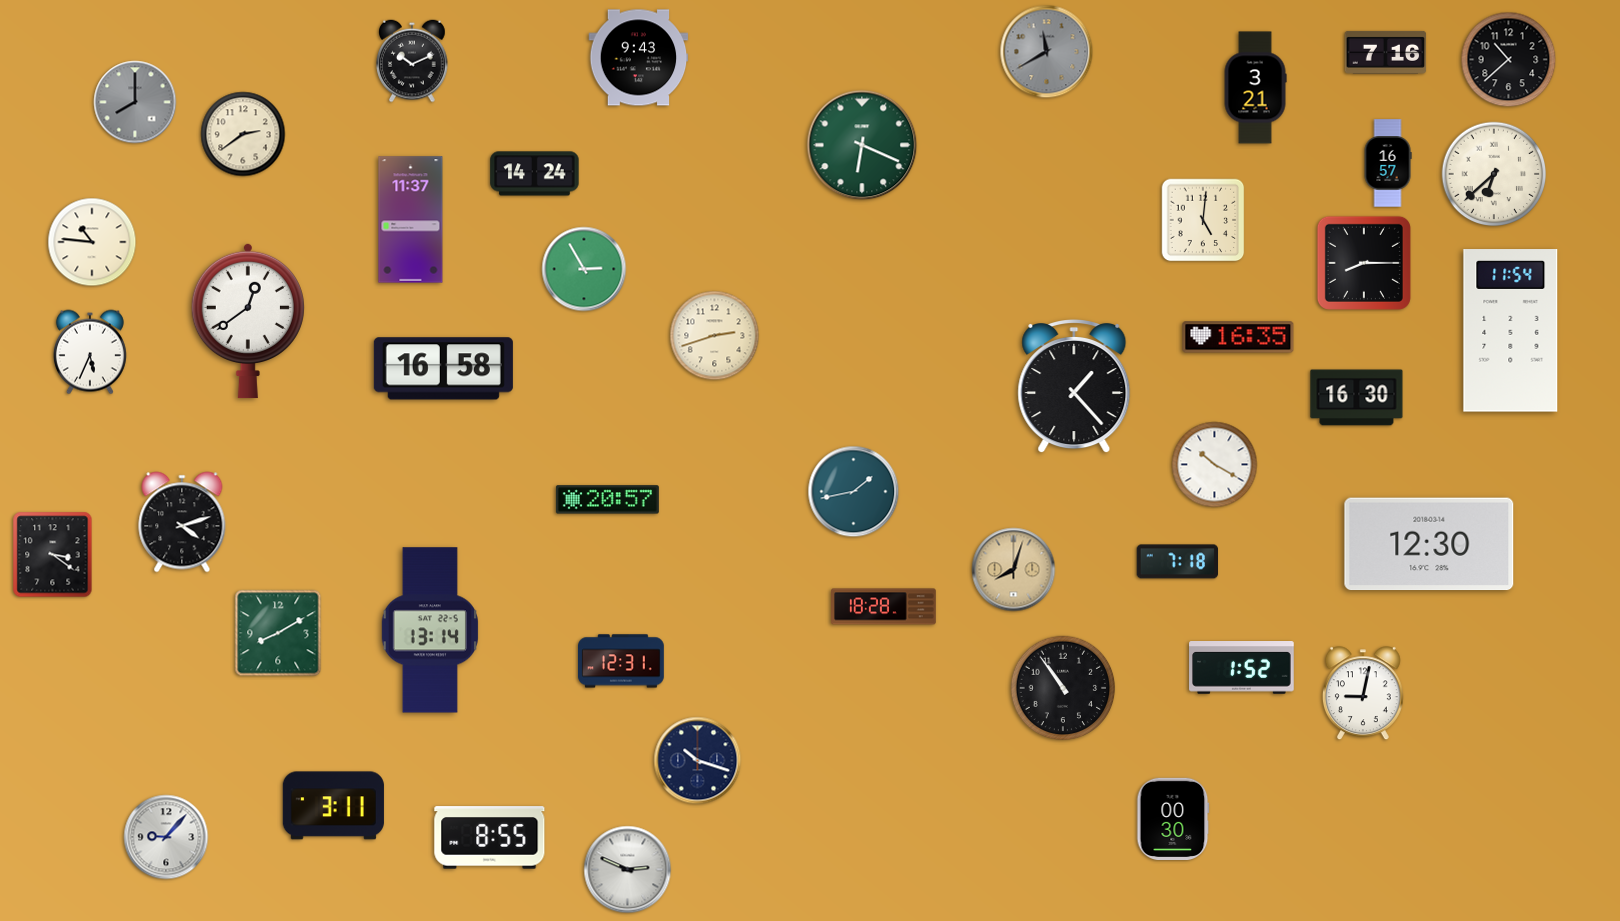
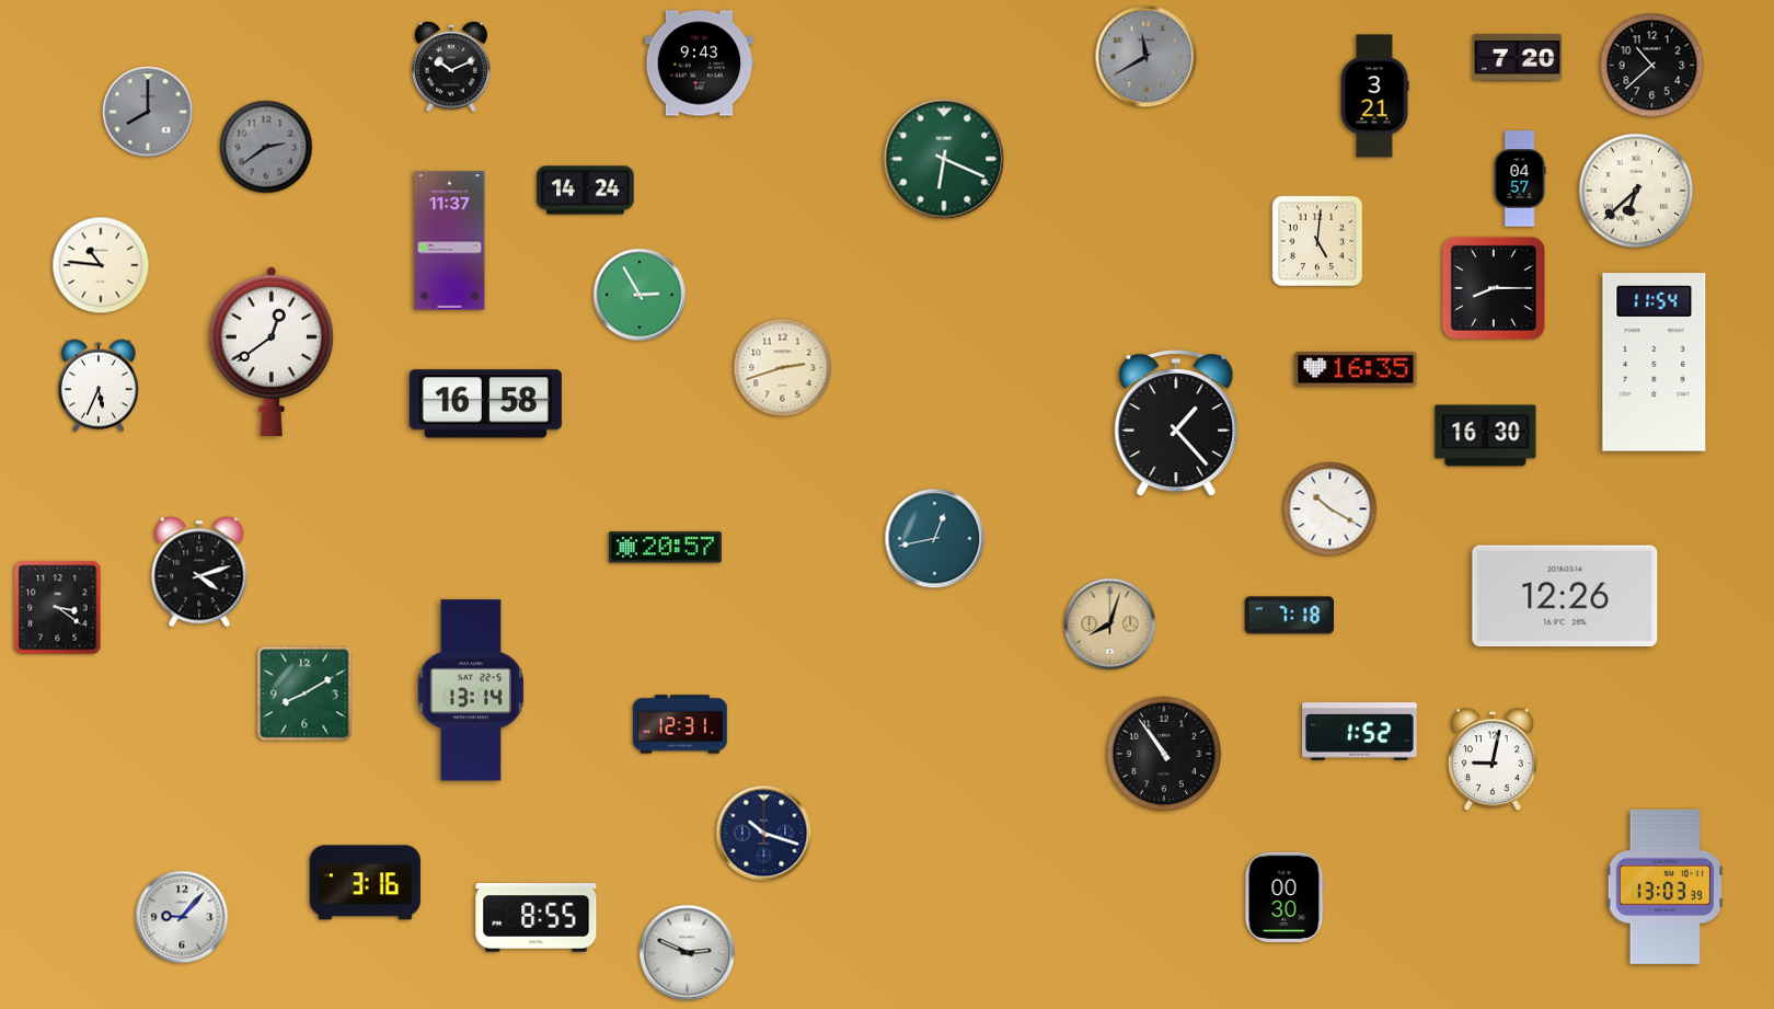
clock at (1386, 52): 7:16 -> 7:20
clock at (243, 134) dial: cream -> grey
clock at (1388, 163): 16:57 -> 04:57
clock at (854, 492): 1:43 -> 12:43
clock at (1429, 544): 12:30 -> 12:26
clock at (884, 607): 18:28 -> none
clock at (333, 806): 3:11 -> 3:16
clock at (1664, 886): none -> 13:03
